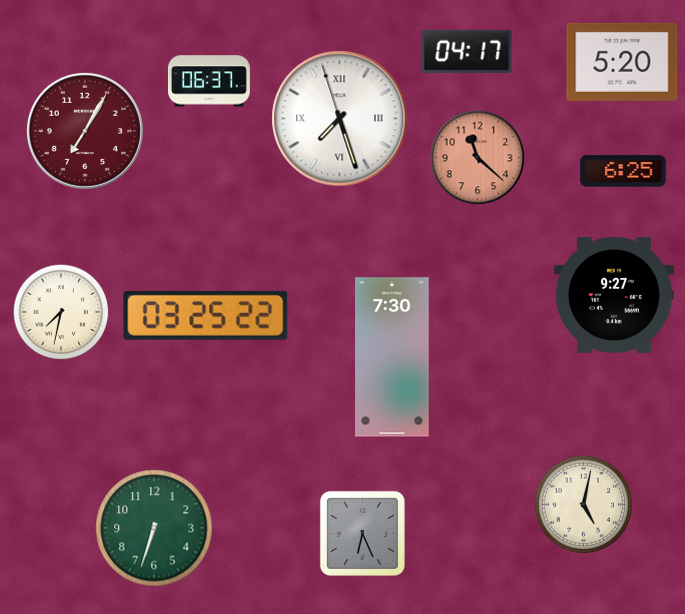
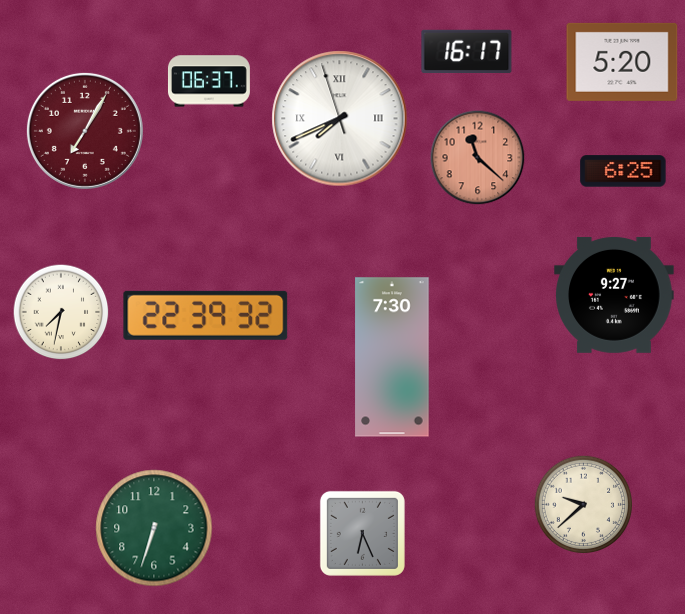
clock at (467, 51): 04:17 -> 16:17
clock at (340, 119): 7:26 -> 7:40
clock at (206, 315): 03:25 -> 22:39
clock at (584, 505): 5:02 -> 9:38
